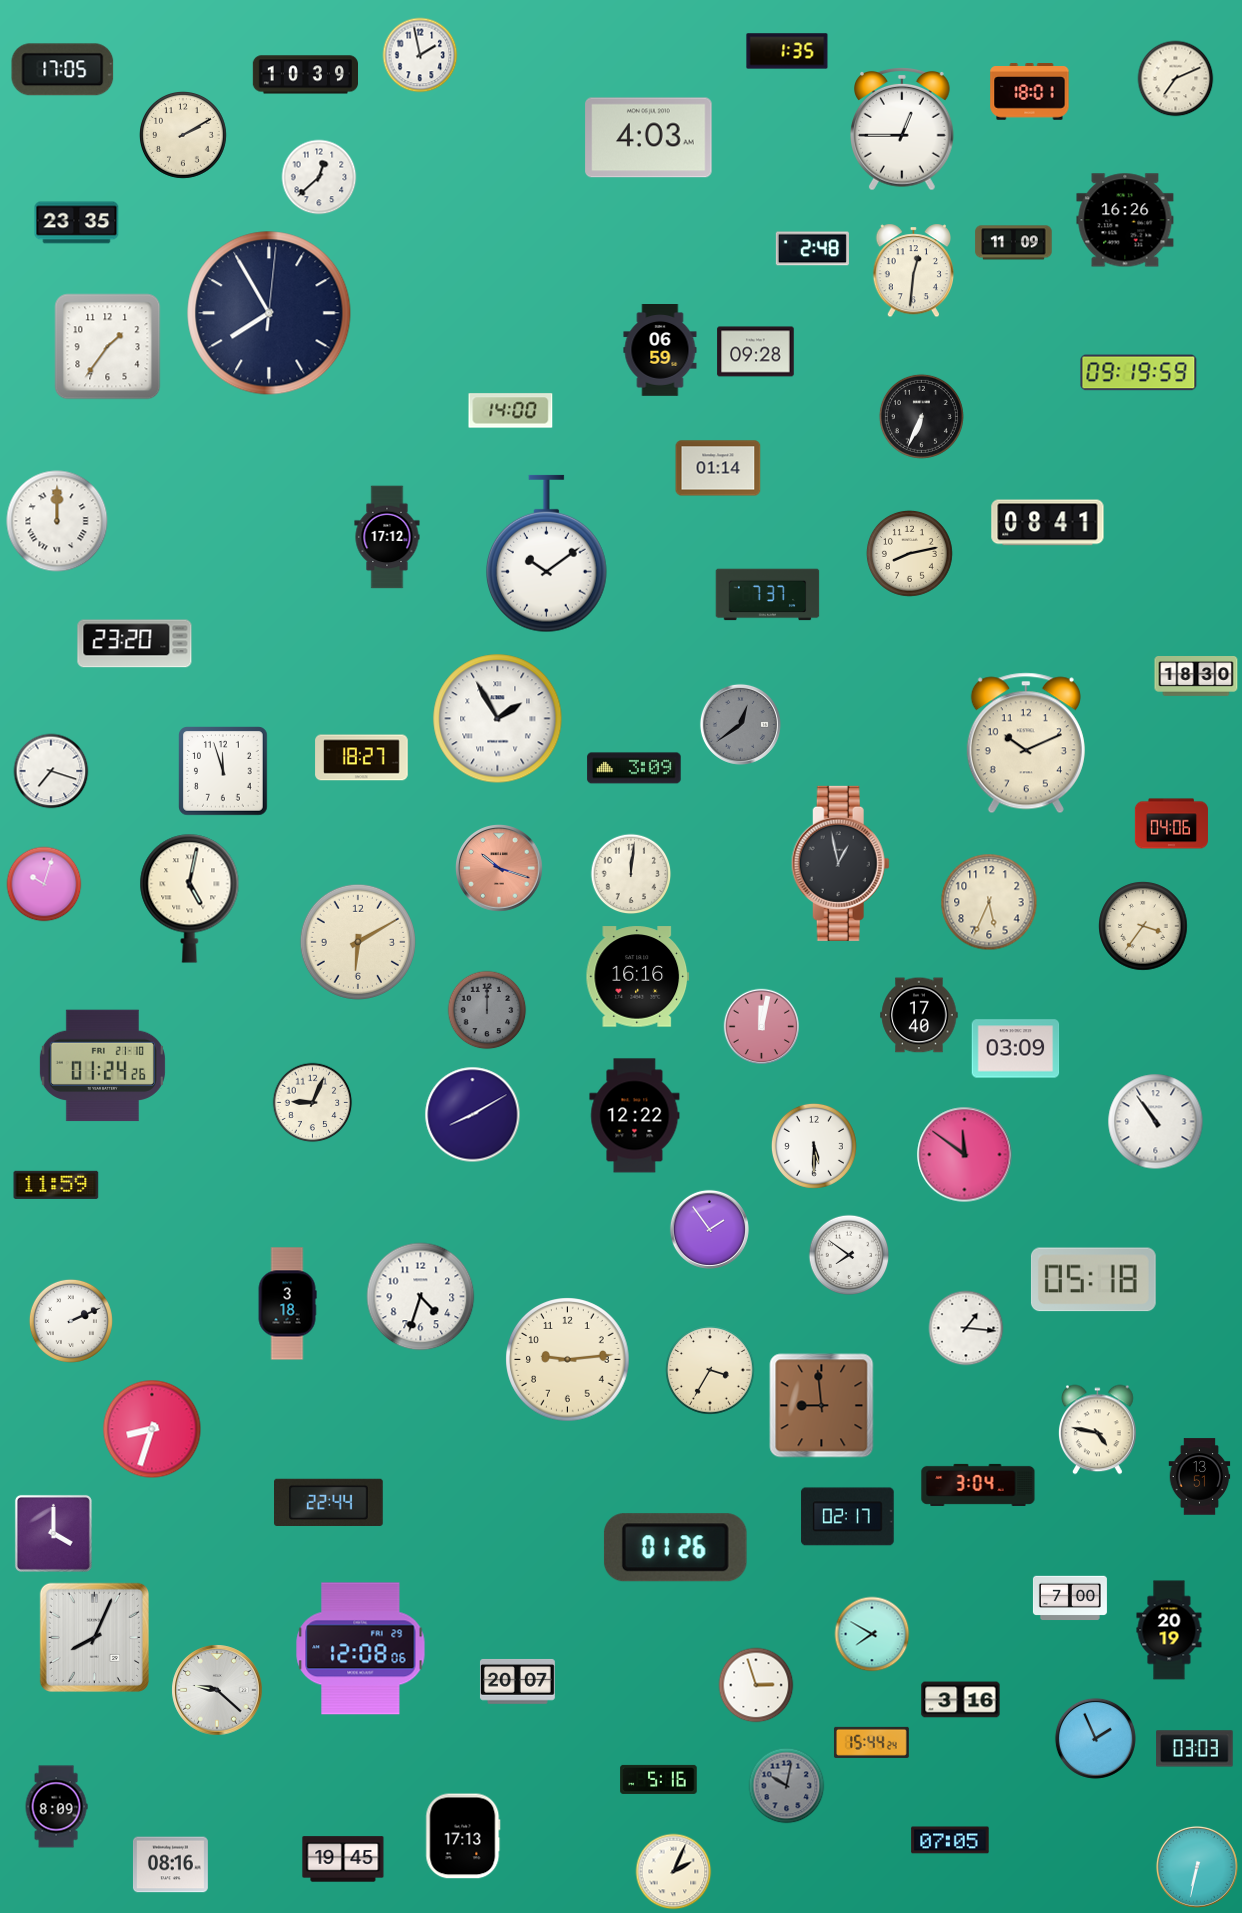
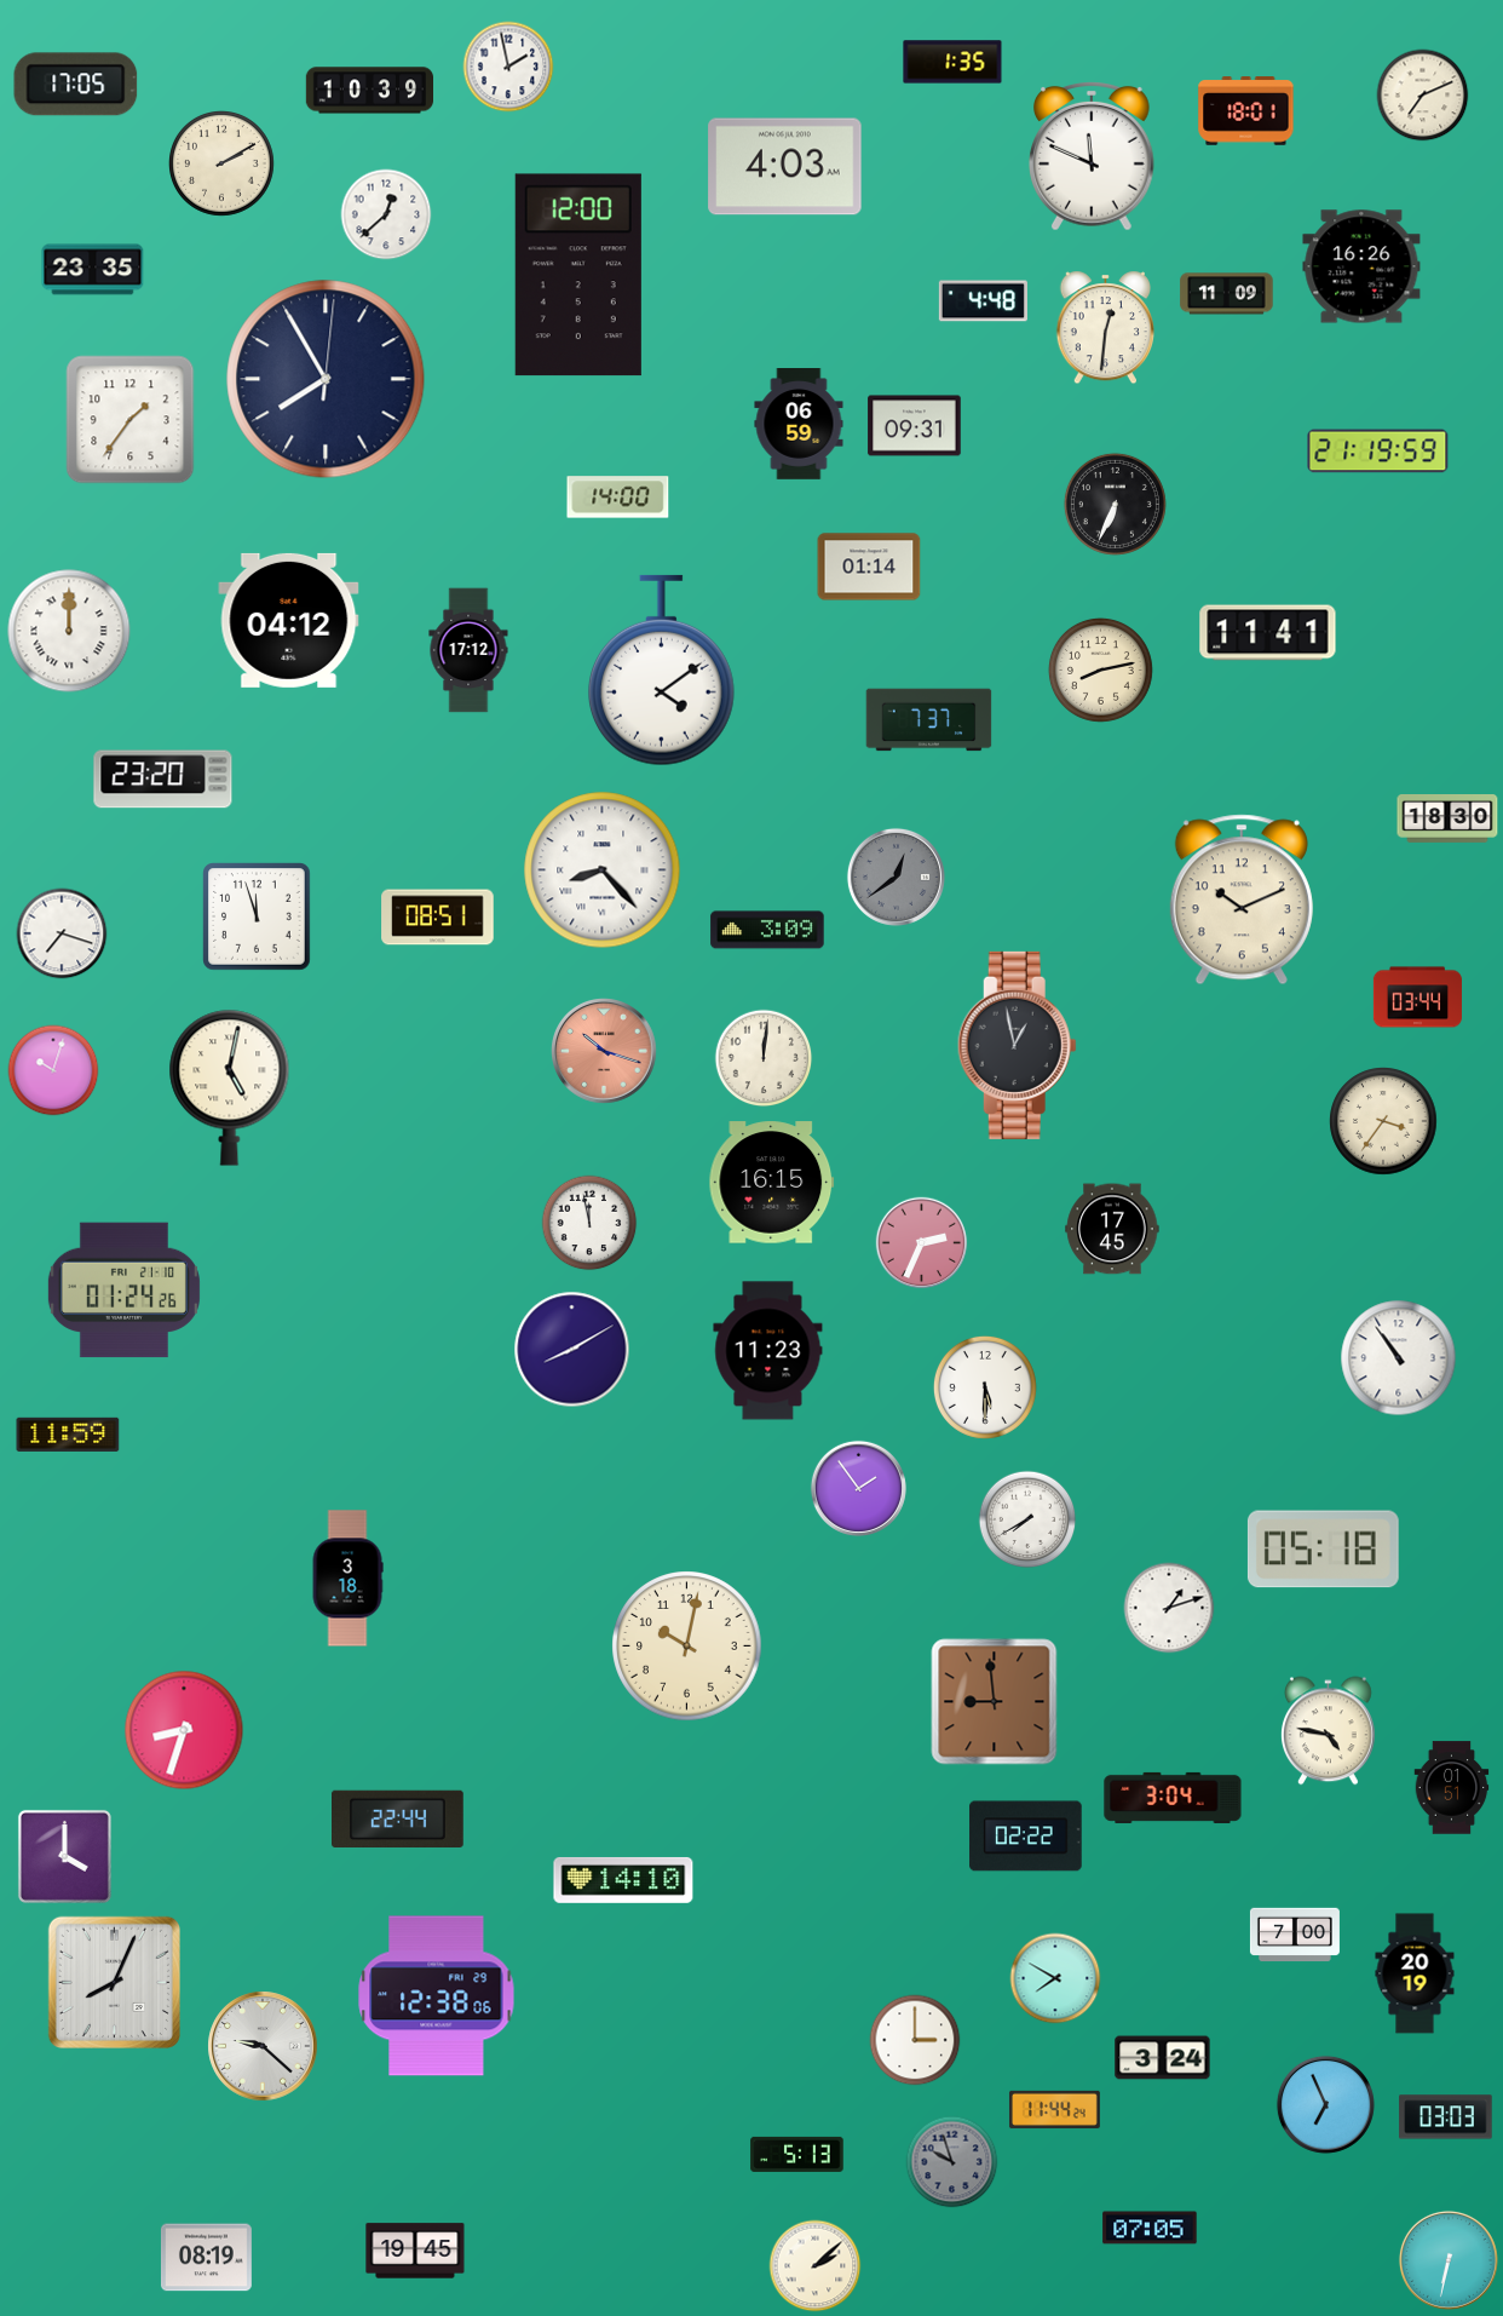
clock at (903, 130): 12:45 -> 11:49
clock at (578, 275): none -> 12:00
clock at (812, 249): 2:48 -> 4:48
clock at (756, 352): 09:28 -> 09:31
clock at (1139, 373): 09:19 -> 21:19
clock at (289, 620): none -> 04:12
clock at (1048, 523): 08:41 -> 11:41
clock at (546, 554): 10:09 -> 4:09
clock at (498, 719): 1:55 -> 8:23
clock at (362, 758): 18:27 -> 08:51
clock at (223, 771) position: (223, 771) -> (257, 916)
clock at (1171, 824): 04:06 -> 03:44
clock at (989, 902): 5:34 -> none
clock at (358, 942): 6:10 -> none
clock at (638, 977): 16:16 -> 16:15
clock at (487, 1010): 12:00 -> 11:58
clock at (487, 1010) dial: grey -> white
clock at (919, 1015): 17:40 -> 17:45
clock at (762, 1027): 12:02 -> 2:34
clock at (1016, 1049): 03:09 -> none
clock at (313, 1103): 9:04 -> none
clock at (635, 1116): 12:22 -> 11:23
clock at (965, 1155): 11:51 -> none
clock at (849, 1255): 7:51 -> 7:40
clock at (421, 1297): 4:33 -> none
clock at (71, 1321): 2:11 -> none
clock at (966, 1328): 1:16 -> 1:12
clock at (568, 1360): 9:14 -> 10:02
clock at (710, 1370): 3:35 -> none
clock at (1200, 1477): 13:51 -> 01:51
clock at (978, 1485) position: (978, 1485) -> (1173, 1798)
clock at (848, 1517): 02:17 -> 02:22
clock at (675, 1548): 01:26 -> none
clock at (623, 1880): none -> 14:10
clock at (361, 1649): 12:08 -> 12:38
clock at (517, 1681): 20:07 -> none
clock at (756, 1685): 2:57 -> 3:00
clock at (961, 1700): 3:16 -> 3:24
clock at (1095, 1738): 1:56 -> 6:56
clock at (871, 1742): 15:44 -> 11:44
clock at (659, 1779): 5:16 -> 5:13
clock at (787, 1786): 10:02 -> 9:57
clock at (56, 1807): 8:09 -> none
clock at (463, 1836): 17:13 -> none
clock at (170, 1865): 08:16 -> 08:19
clock at (674, 1872): 2:04 -> 2:08
